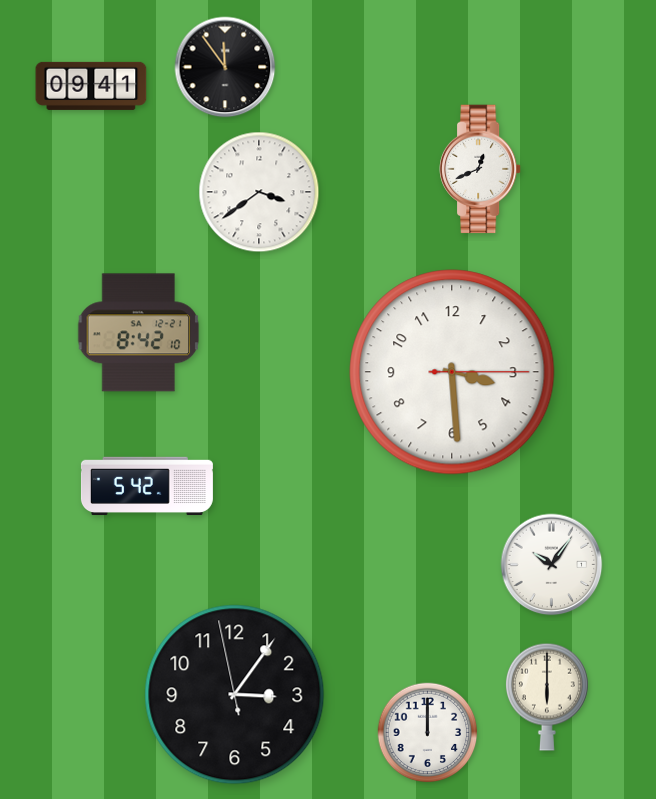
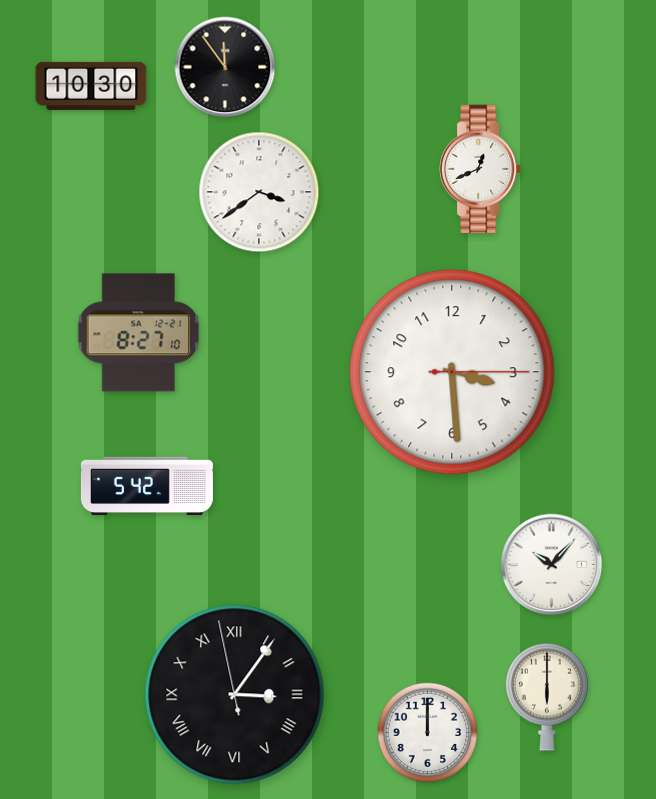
clock at (91, 86): 09:41 -> 10:30
clock at (139, 333): 8:42 -> 8:27
clock at (552, 565): 10:06 -> 10:07
clock at (235, 695) numerals: Arabic -> Roman
